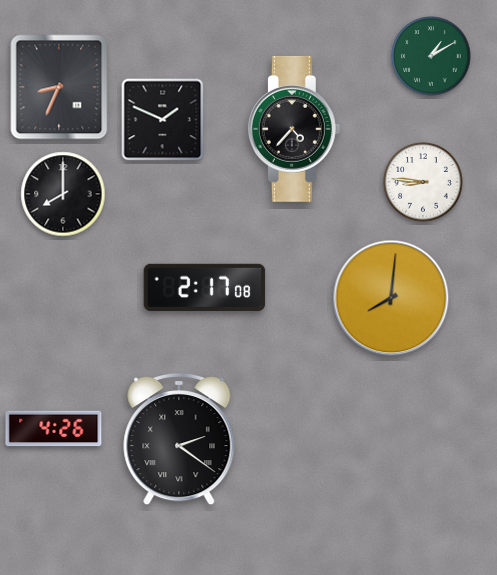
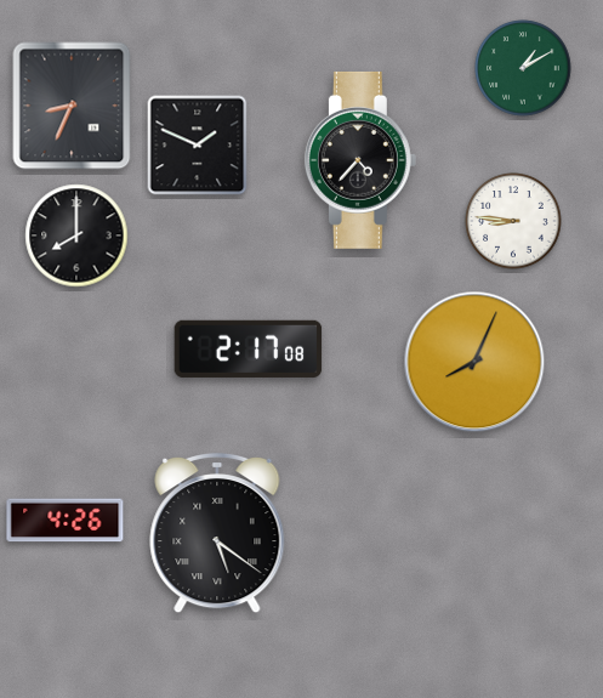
clock at (294, 129) position: (294, 129) -> (360, 160)
clock at (391, 298): 8:01 -> 8:04
clock at (179, 439): 2:21 -> 5:21
